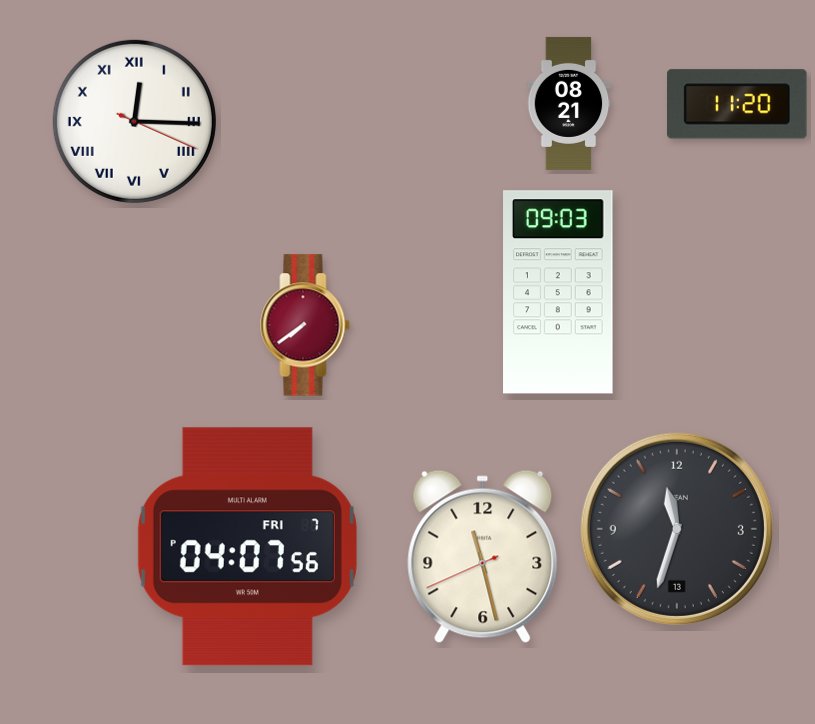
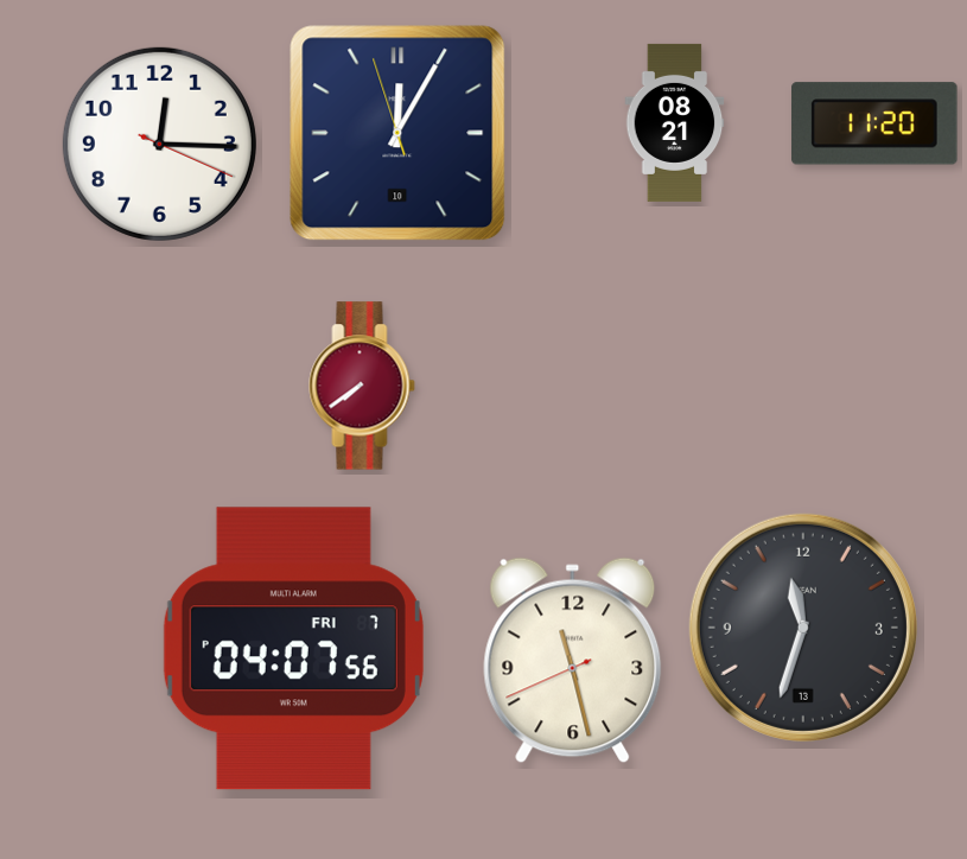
clock at (397, 133): none -> 12:04
clock at (134, 121) numerals: Roman -> Arabic
clock at (558, 292): 09:03 -> none
